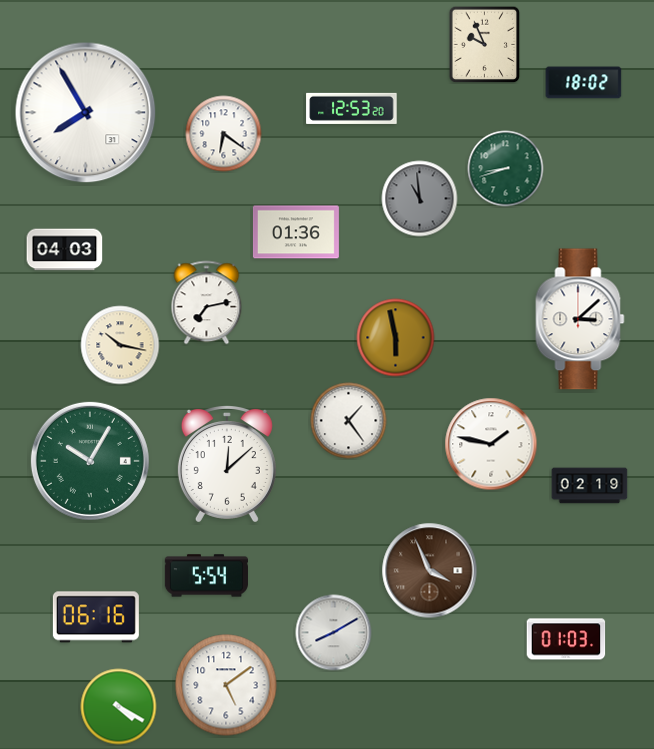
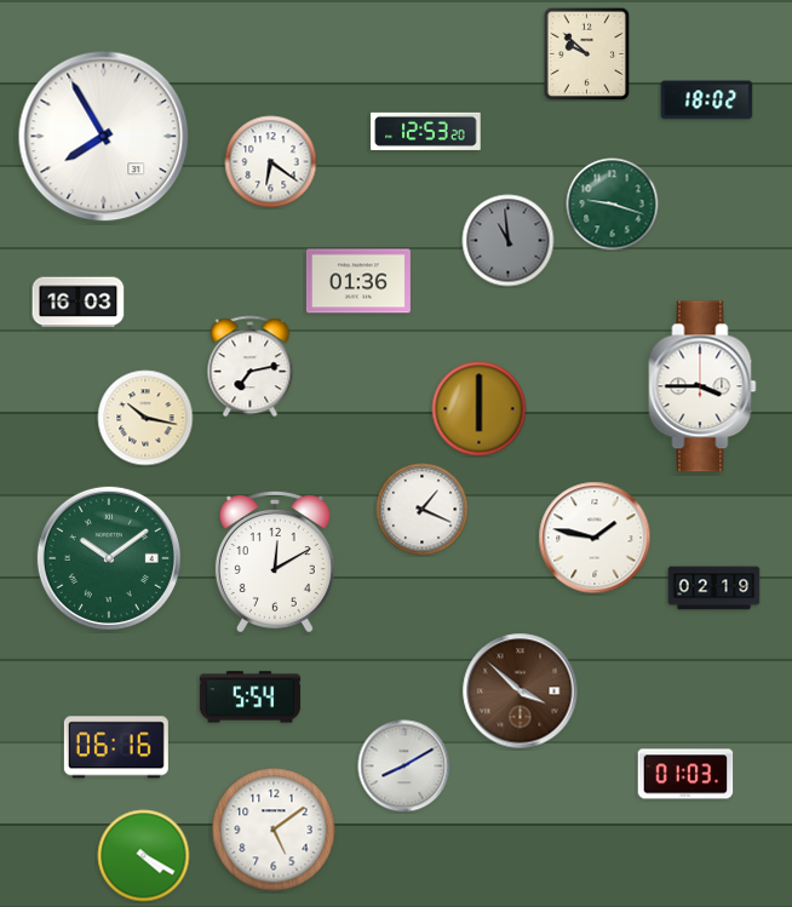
clock at (485, 44): 9:56 -> 9:52
clock at (506, 169): 8:42 -> 9:18
clock at (65, 250): 04:03 -> 16:03
clock at (580, 319): 3:08 -> 3:45
clock at (396, 338): 5:58 -> 6:00
clock at (349, 421): 1:24 -> 1:19
clock at (90, 461): 10:05 -> 10:09
clock at (227, 464): 12:08 -> 12:10
clock at (430, 571): 3:56 -> 3:52
